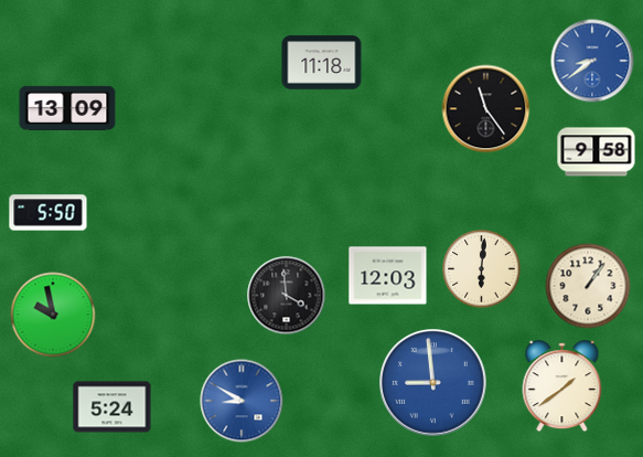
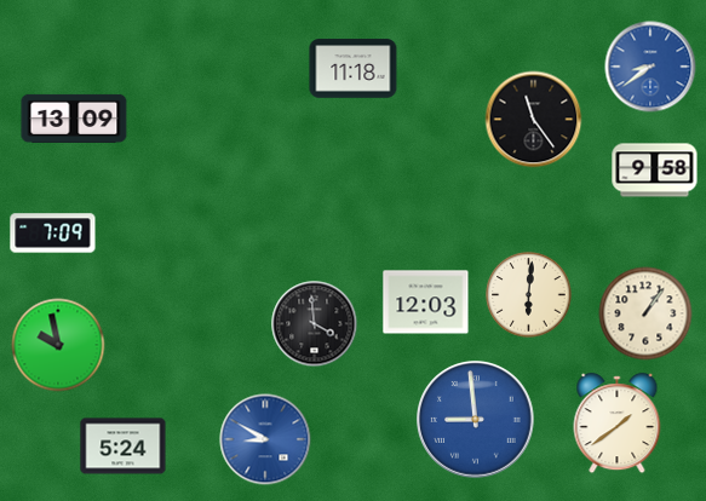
clock at (597, 152) position: (597, 152) -> (655, 171)
clock at (49, 213): 5:50 -> 7:09
